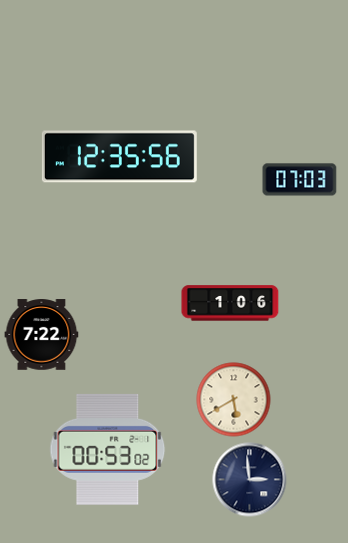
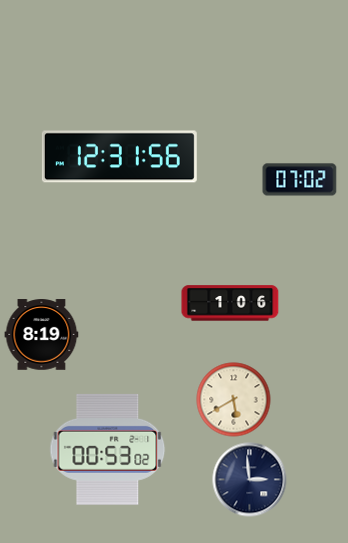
clock at (119, 157): 12:35 -> 12:31
clock at (300, 180): 07:03 -> 07:02
clock at (42, 335): 7:22 -> 8:19
